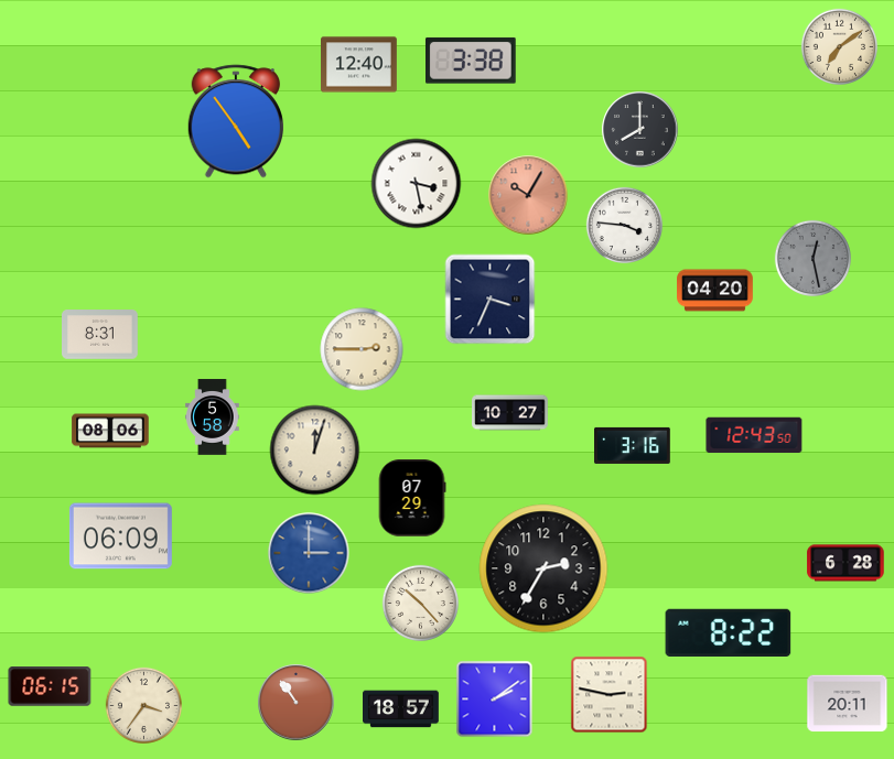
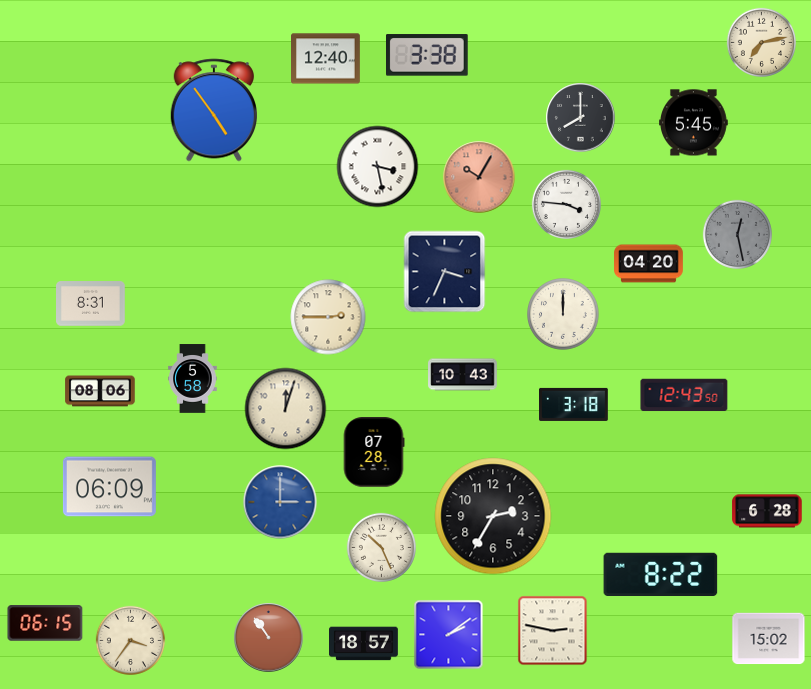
clock at (839, 46): 7:09 -> 7:13
clock at (694, 123): none -> 5:45
clock at (564, 315): none -> 12:00
clock at (510, 413): 10:27 -> 10:43
clock at (633, 445): 3:16 -> 3:18
clock at (412, 498): 07:29 -> 07:28
clock at (420, 603): 10:23 -> 10:26
clock at (848, 704): 20:11 -> 15:02
